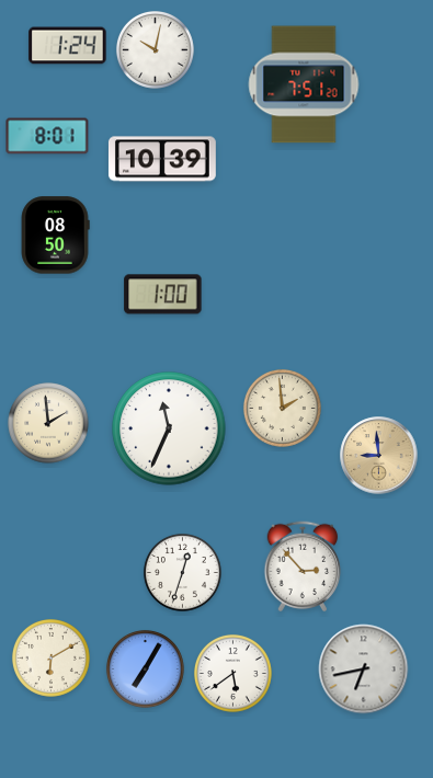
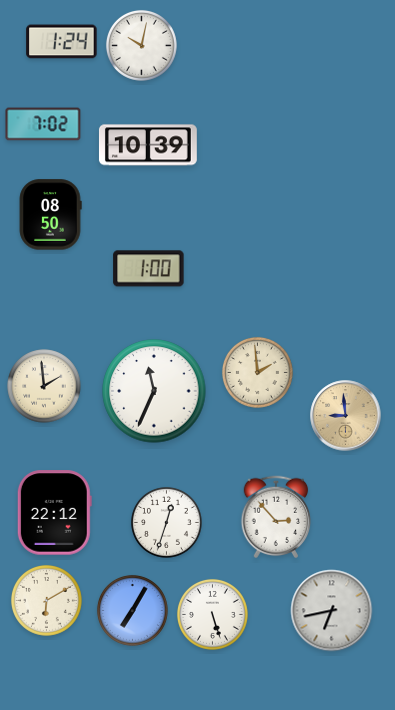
clock at (304, 84): 7:51 -> none
clock at (47, 136): 8:01 -> 7:02
clock at (54, 513): none -> 22:12
clock at (232, 673): 5:39 -> 5:27
